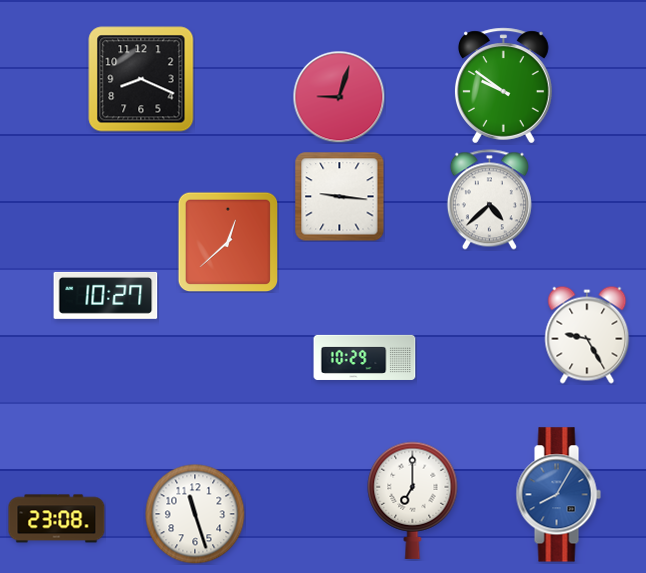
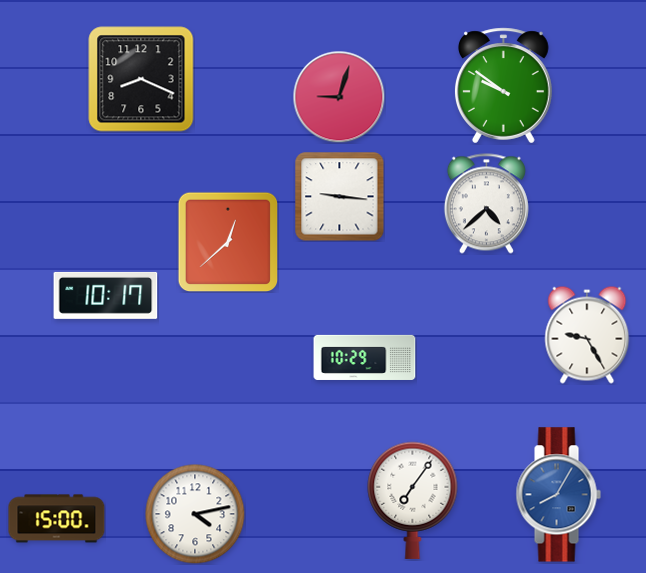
clock at (489, 200) position: (489, 200) -> (486, 204)
clock at (106, 295): 10:27 -> 10:17
clock at (413, 500): 7:00 -> 7:06
clock at (195, 514): 11:27 -> 4:13
clock at (57, 519): 23:08 -> 15:00
